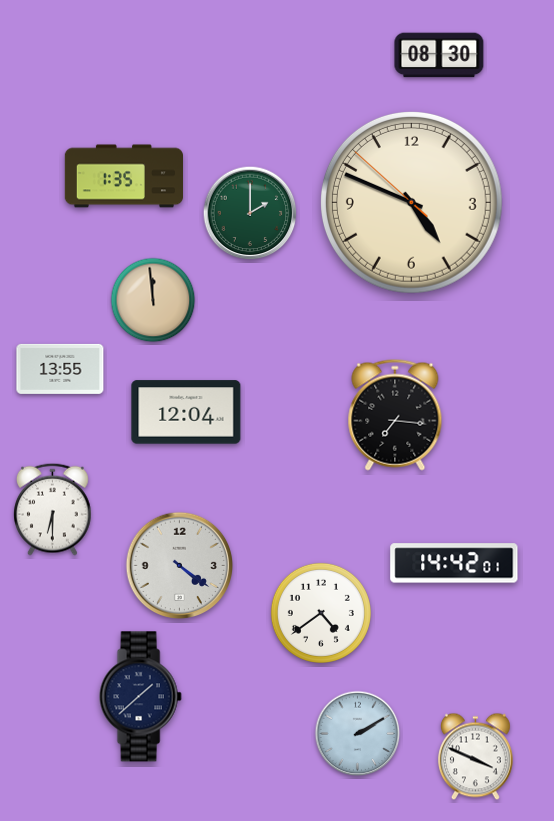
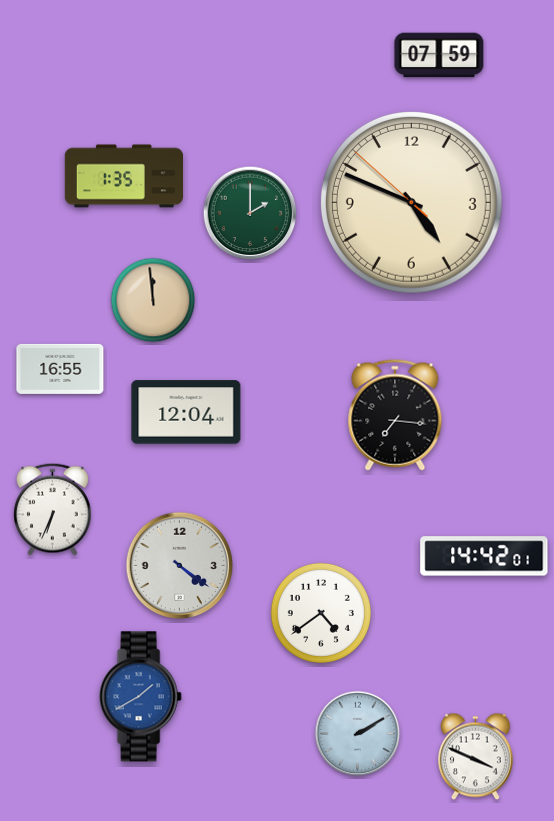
clock at (439, 55): 08:30 -> 07:59
clock at (60, 369): 13:55 -> 16:55
clock at (53, 509): 6:30 -> 6:34
clock at (454, 563) position: (454, 563) -> (484, 556)
clock at (140, 697): 1:38 -> 1:40
clock at (140, 697) dial: navy -> blue
